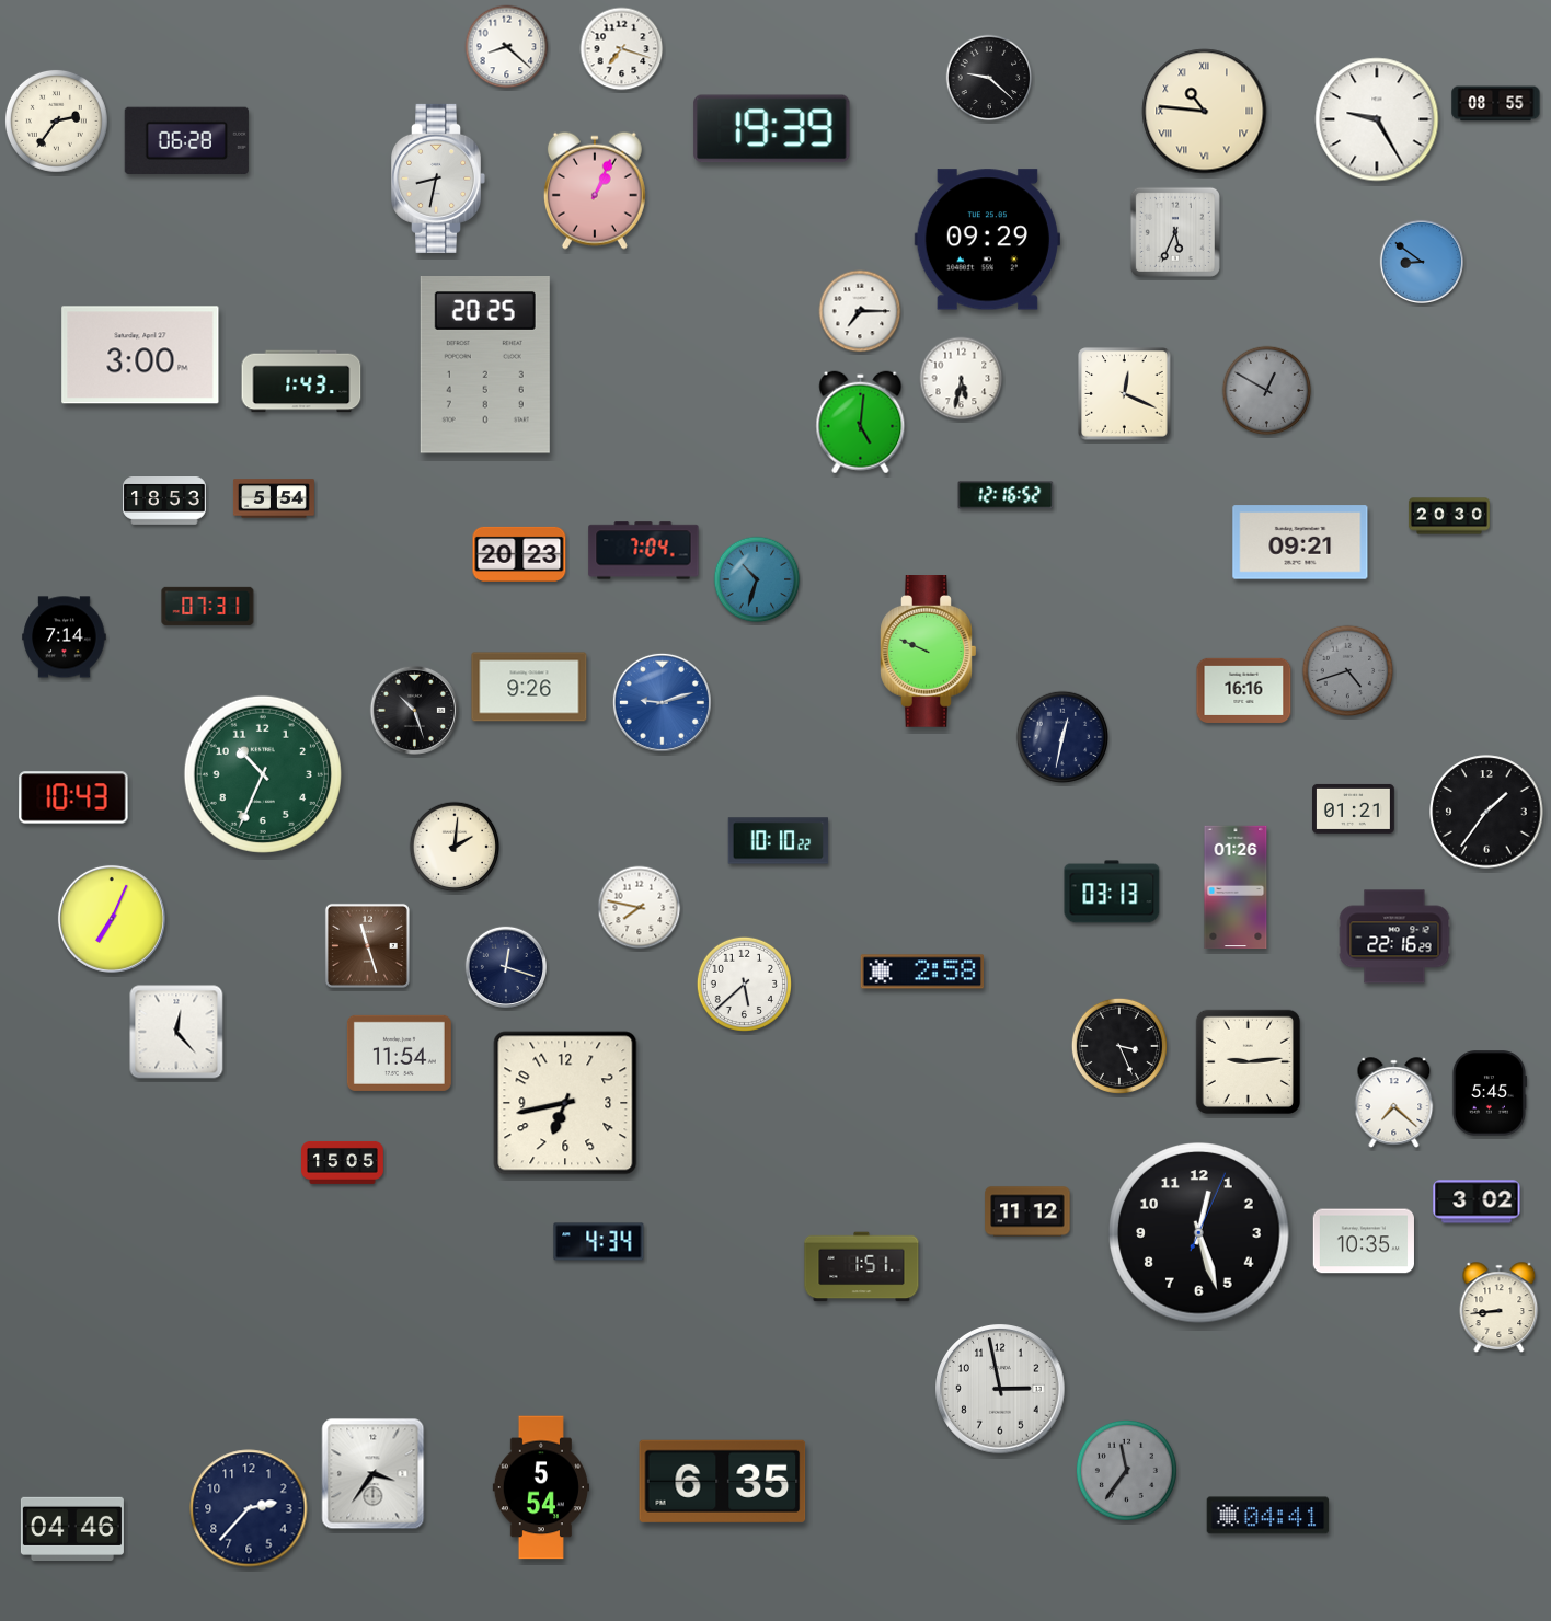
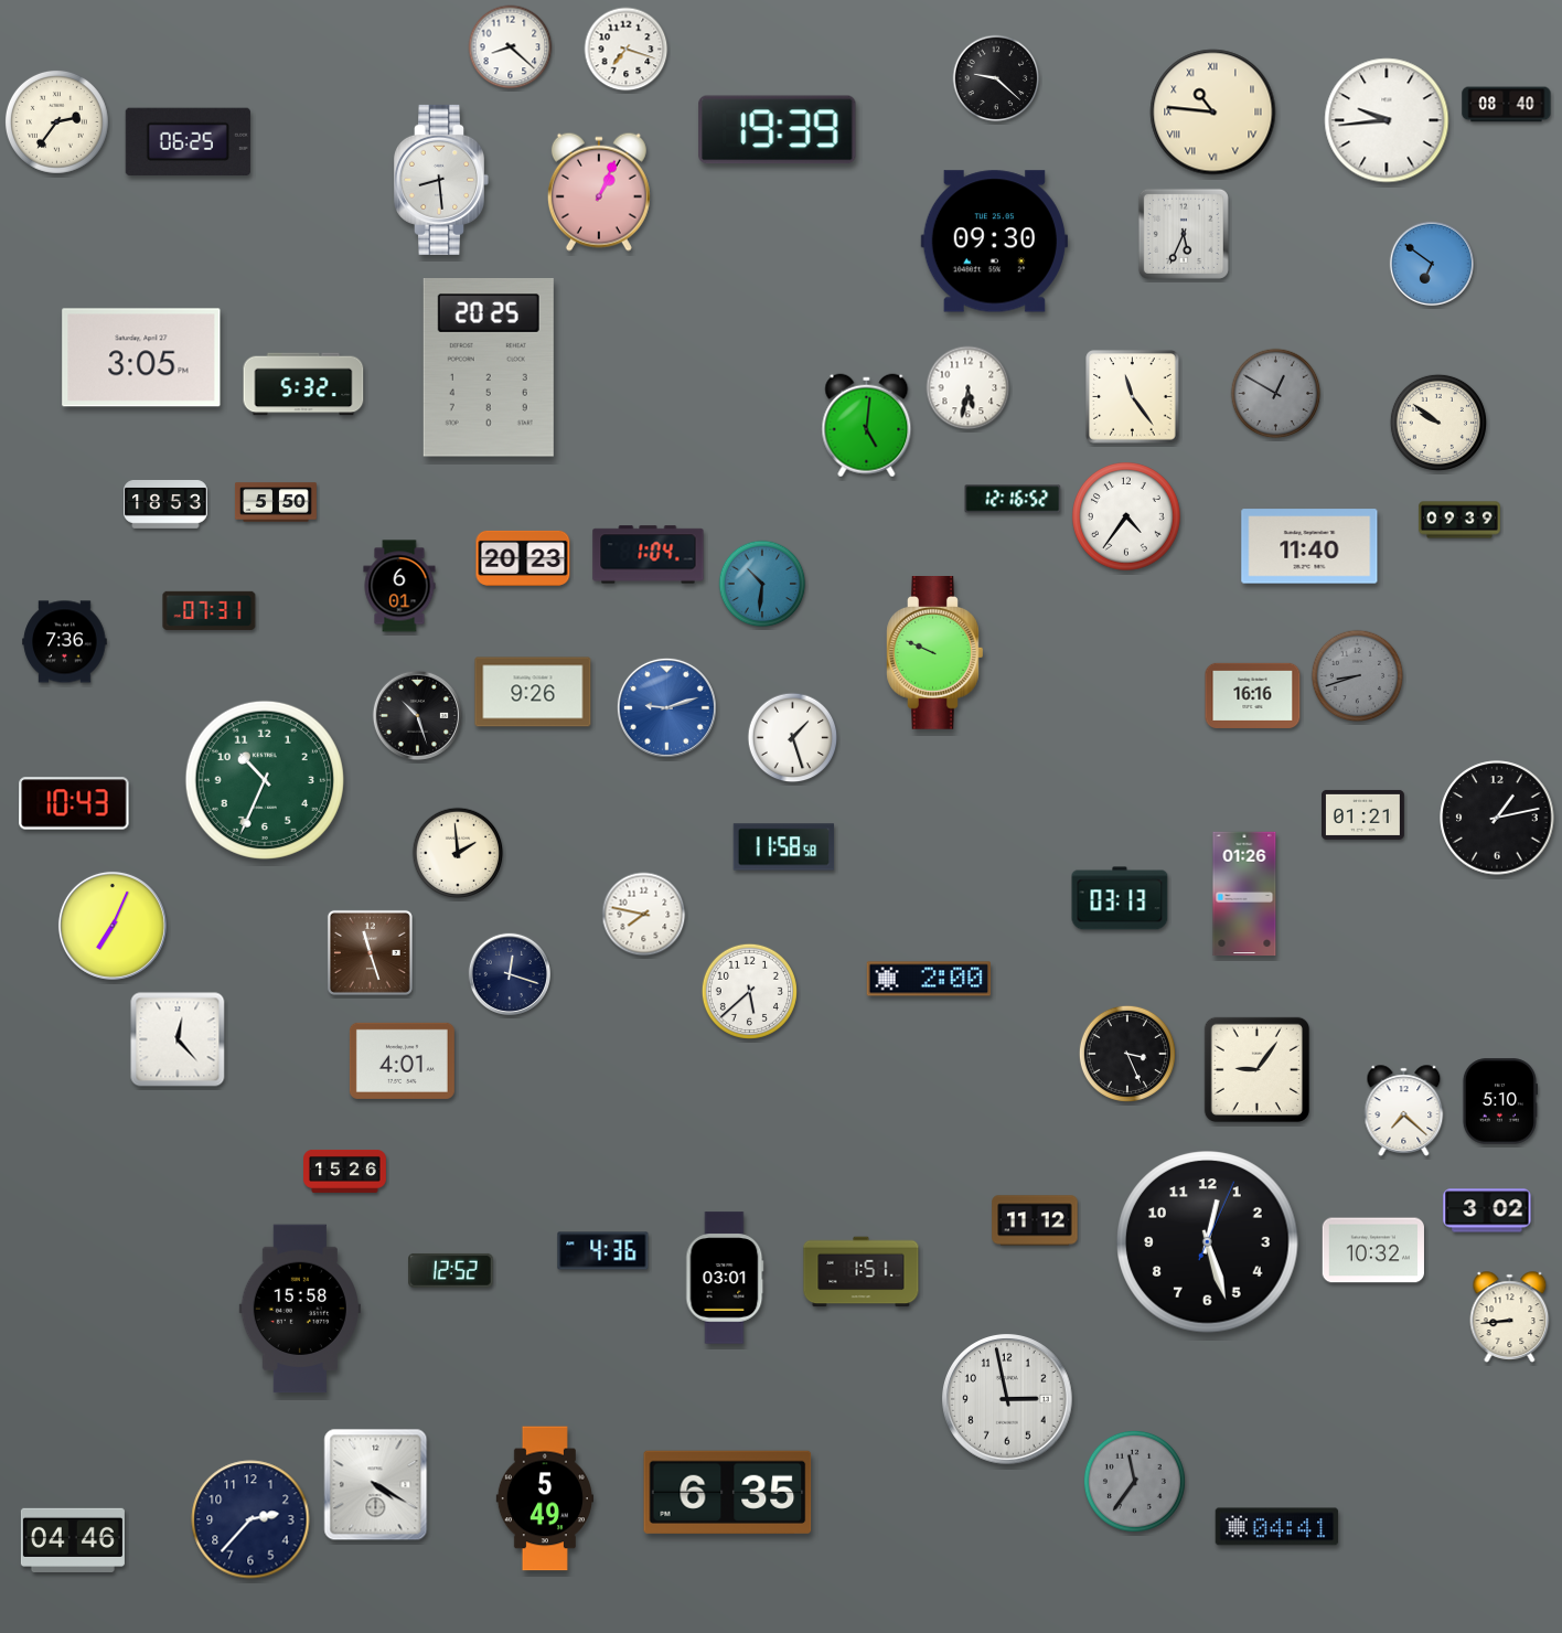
clock at (1496, 104): 08:55 -> 08:40
clock at (1377, 119): 9:25 -> 9:44
clock at (186, 141): 06:28 -> 06:25
clock at (438, 179): 8:32 -> 8:29
clock at (987, 240): 09:29 -> 09:30
clock at (1421, 261): 8:51 -> 6:51
clock at (860, 311): 7:15 -> none
clock at (140, 355): 3:00 -> 3:05
clock at (962, 379) position: (962, 379) -> (969, 388)
clock at (301, 381): 1:43 -> 5:32
clock at (1125, 394): 12:19 -> 11:24
clock at (1438, 423): none -> 9:51
clock at (274, 498): 5:54 -> 5:50
clock at (1126, 516): none -> 4:36
clock at (1449, 516): 20:30 -> 09:39
clock at (1300, 542): 09:21 -> 11:40
clock at (644, 551): 7:04 -> 1:04
clock at (757, 579): 10:33 -> 10:31
clock at (399, 586): none -> 6:01
clock at (65, 637): 7:14 -> 7:36
clock at (929, 652) position: (929, 652) -> (935, 653)
clock at (1348, 671): 4:42 -> 8:42
clock at (793, 738): none -> 1:27
clock at (1062, 737): 12:32 -> none
clock at (1486, 812): 1:36 -> 1:13
clock at (779, 841): 10:10 -> 11:58
clock at (455, 847): 2:01 -> 1:59
clock at (1394, 936): 22:16 -> none
clock at (921, 972): 2:58 -> 2:00
clock at (399, 1053): 11:54 -> 4:01
clock at (1248, 1061): 9:14 -> 9:06
clock at (1489, 1093): 5:45 -> 5:10
clock at (565, 1103): 6:43 -> none
clock at (343, 1162): 15:05 -> 15:26
clock at (1364, 1241): 10:35 -> 10:32
clock at (599, 1242): 4:34 -> 4:36
clock at (451, 1270): none -> 12:52
clock at (862, 1267) position: (862, 1267) -> (862, 1272)
clock at (725, 1278): none -> 03:01
clock at (300, 1309): none -> 15:58
clock at (374, 1474): 3:36 -> 4:20
clock at (540, 1487): 5:54 -> 5:49
